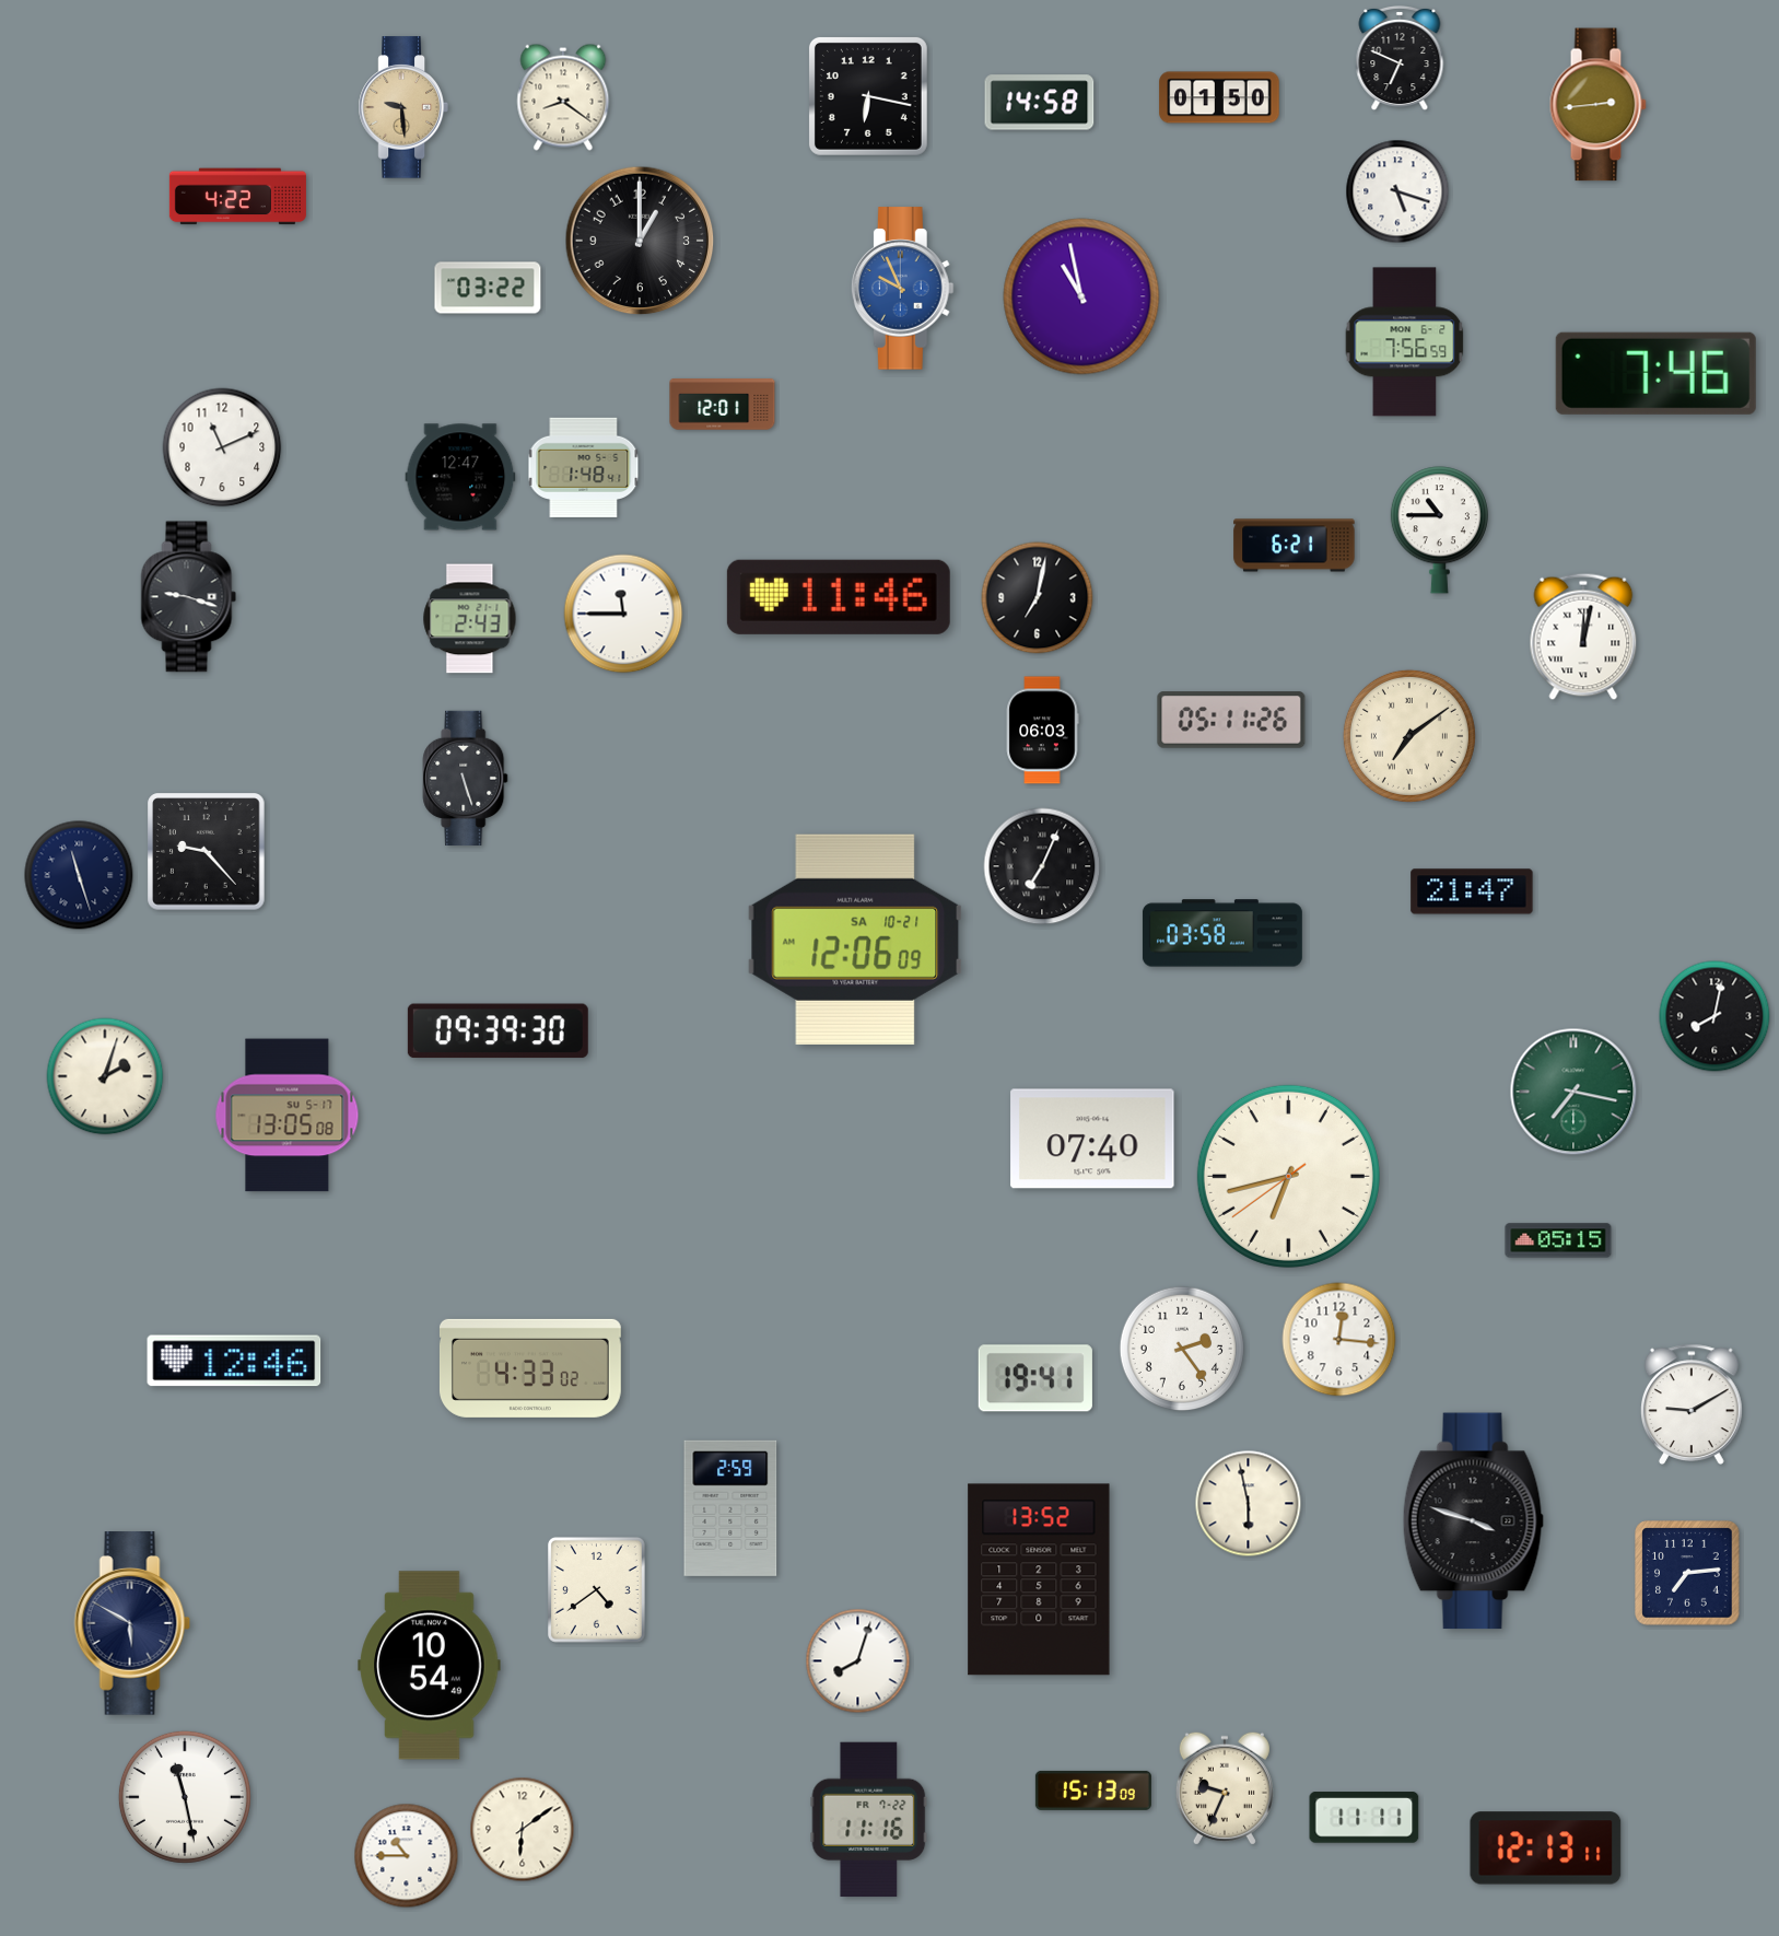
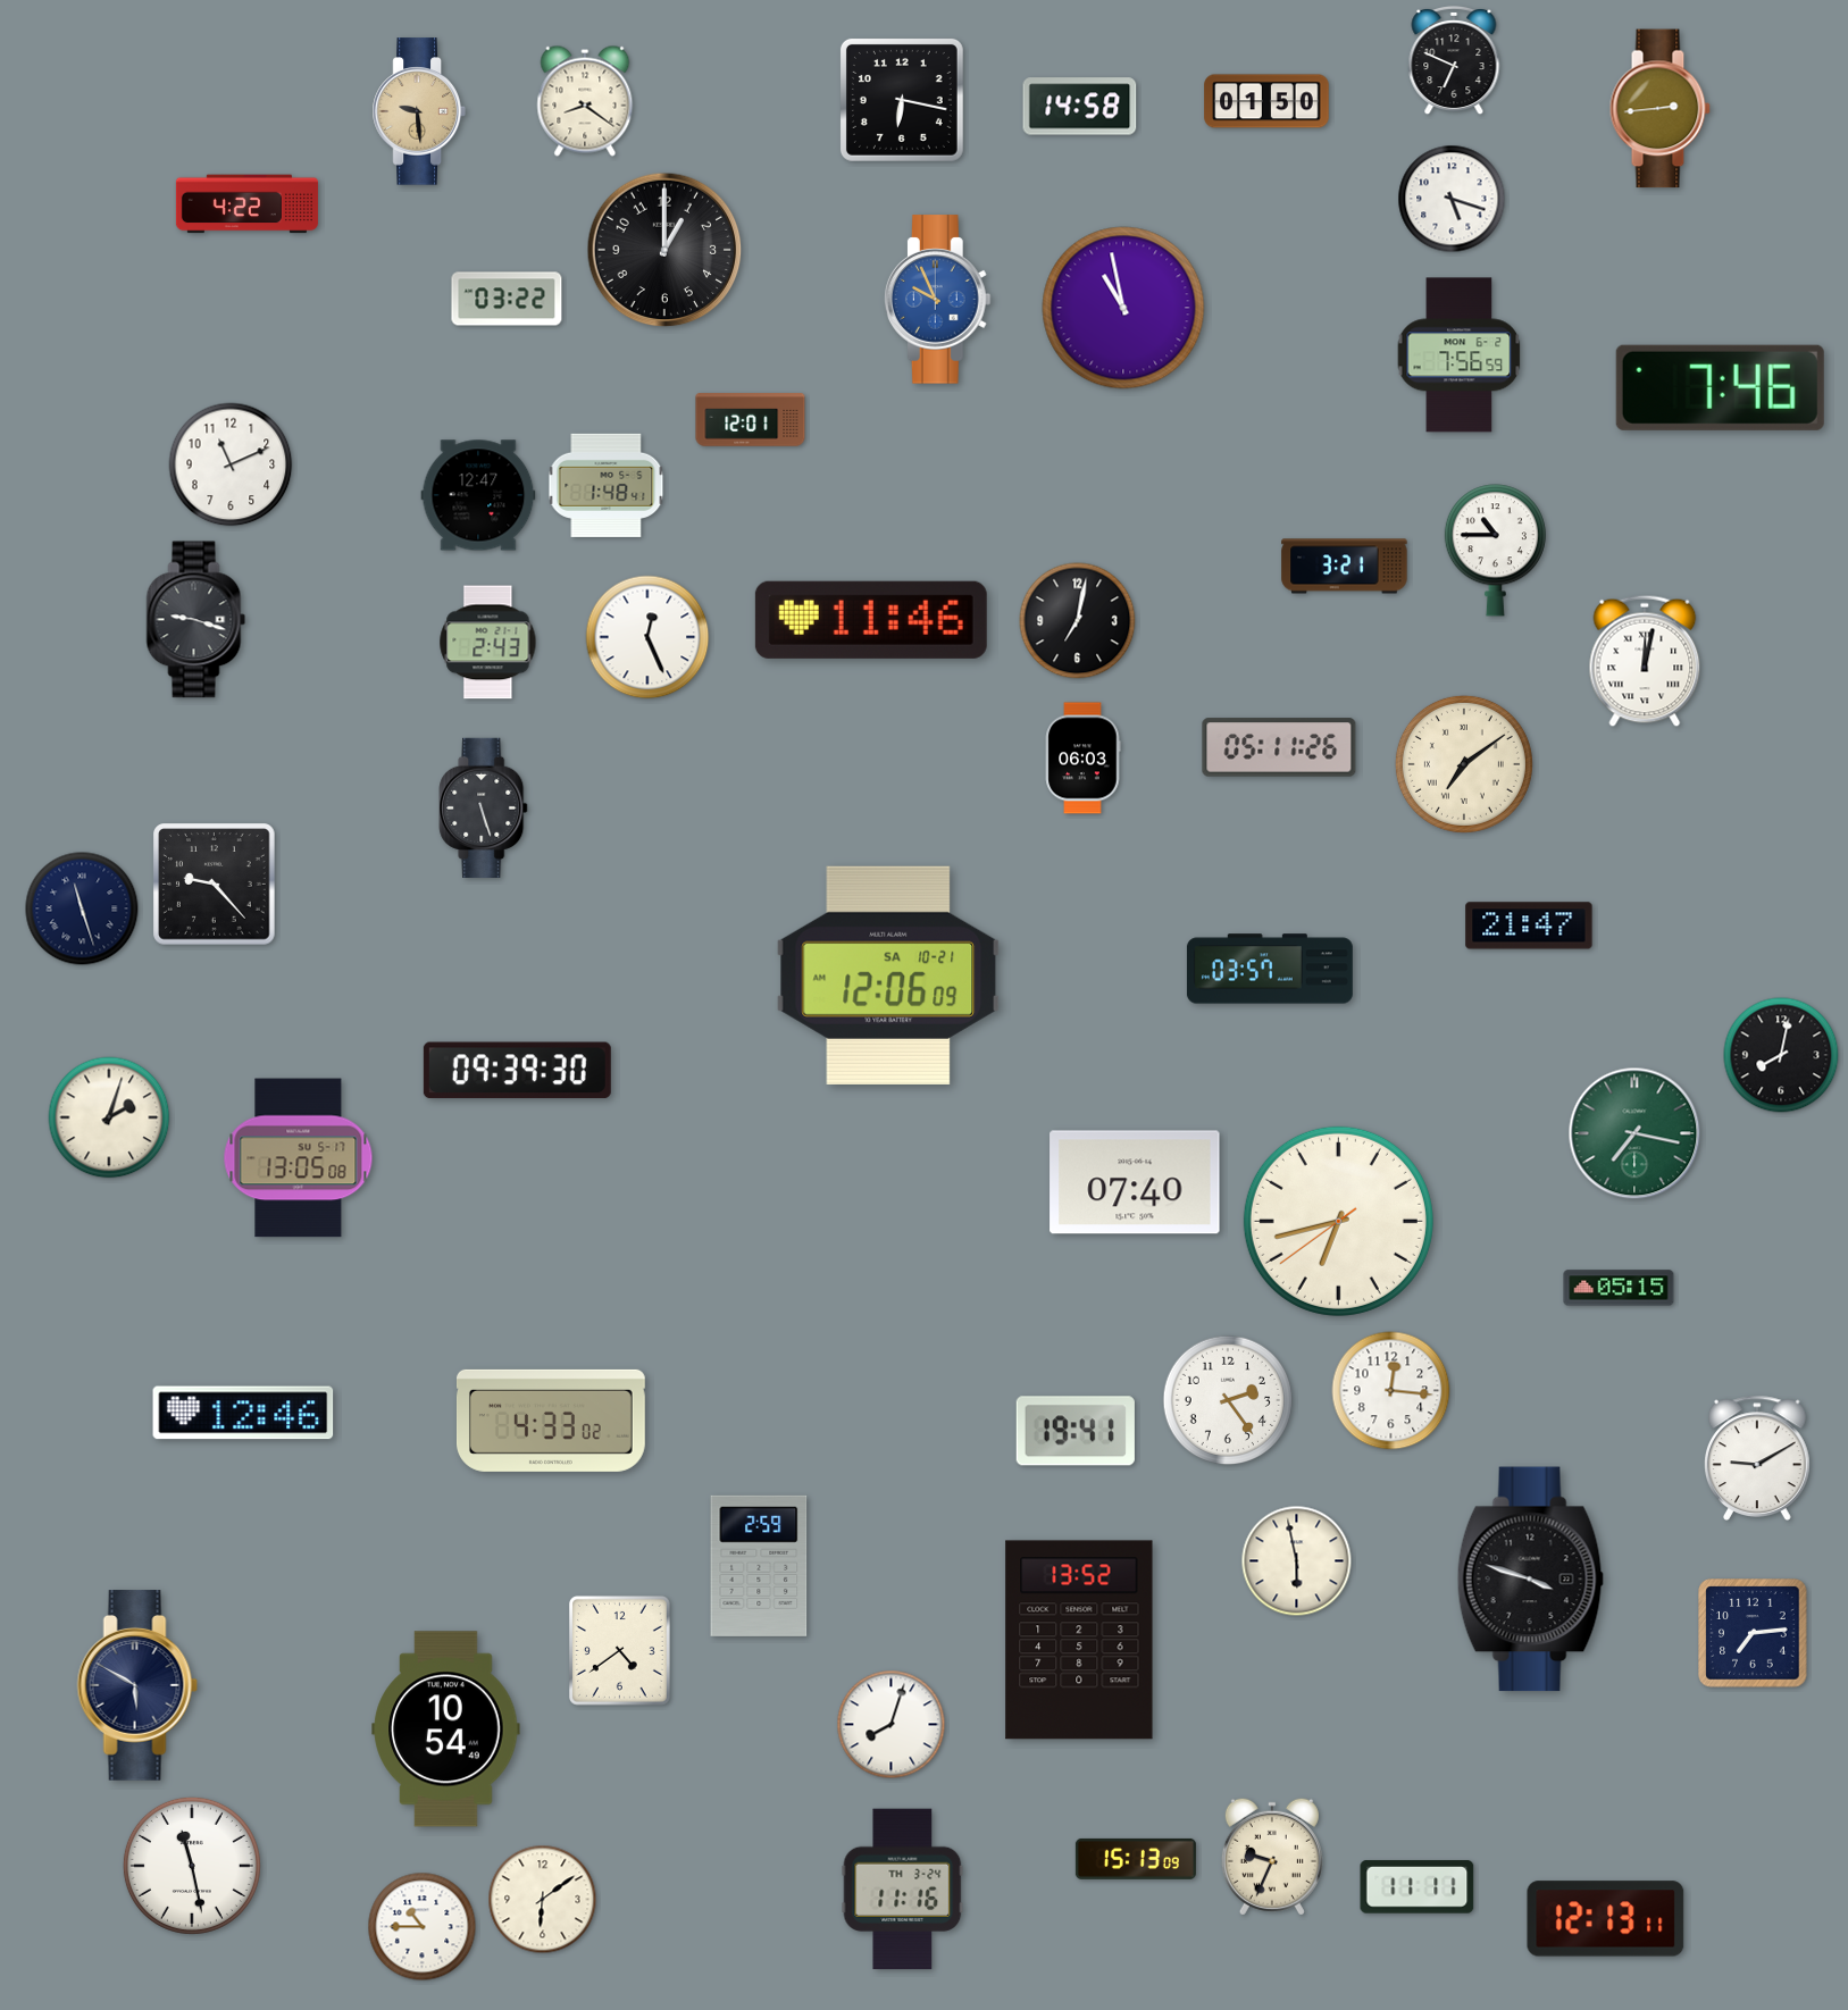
clock at (1295, 546): 6:21 -> 3:21
clock at (623, 614): 11:45 -> 12:26
clock at (1042, 866): 7:04 -> none
clock at (1222, 933): 03:58 -> 03:57
clock at (869, 1820) date: FR 7-22 -> TH 3-24
